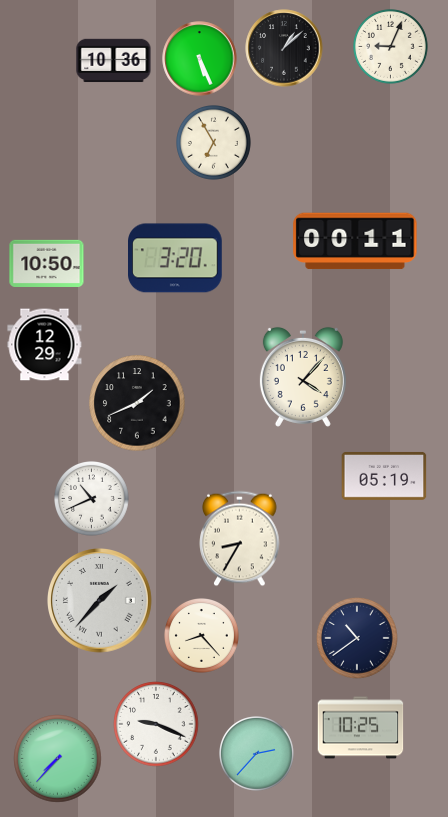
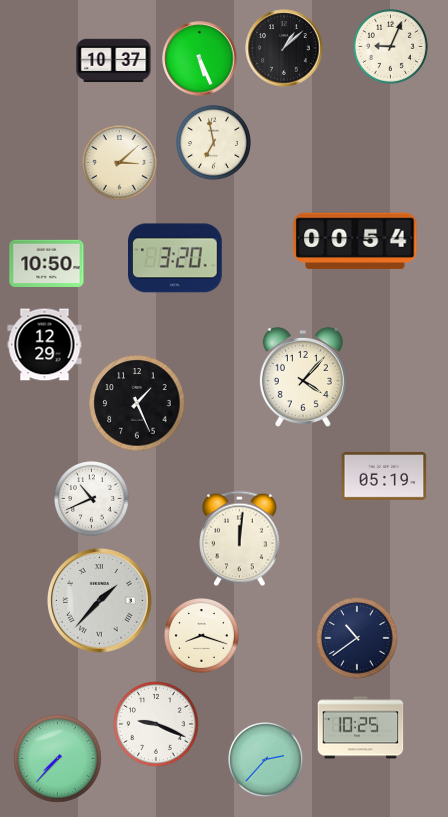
clock at (114, 61): 10:36 -> 10:37
clock at (214, 143): 6:55 -> 6:58
clock at (120, 163): none -> 3:08
clock at (355, 241): 00:11 -> 00:54
clock at (137, 403): 1:41 -> 1:26
clock at (240, 539): 8:35 -> 12:01
clock at (202, 636): 8:23 -> 8:18
clock at (257, 754) position: (257, 754) -> (266, 760)
